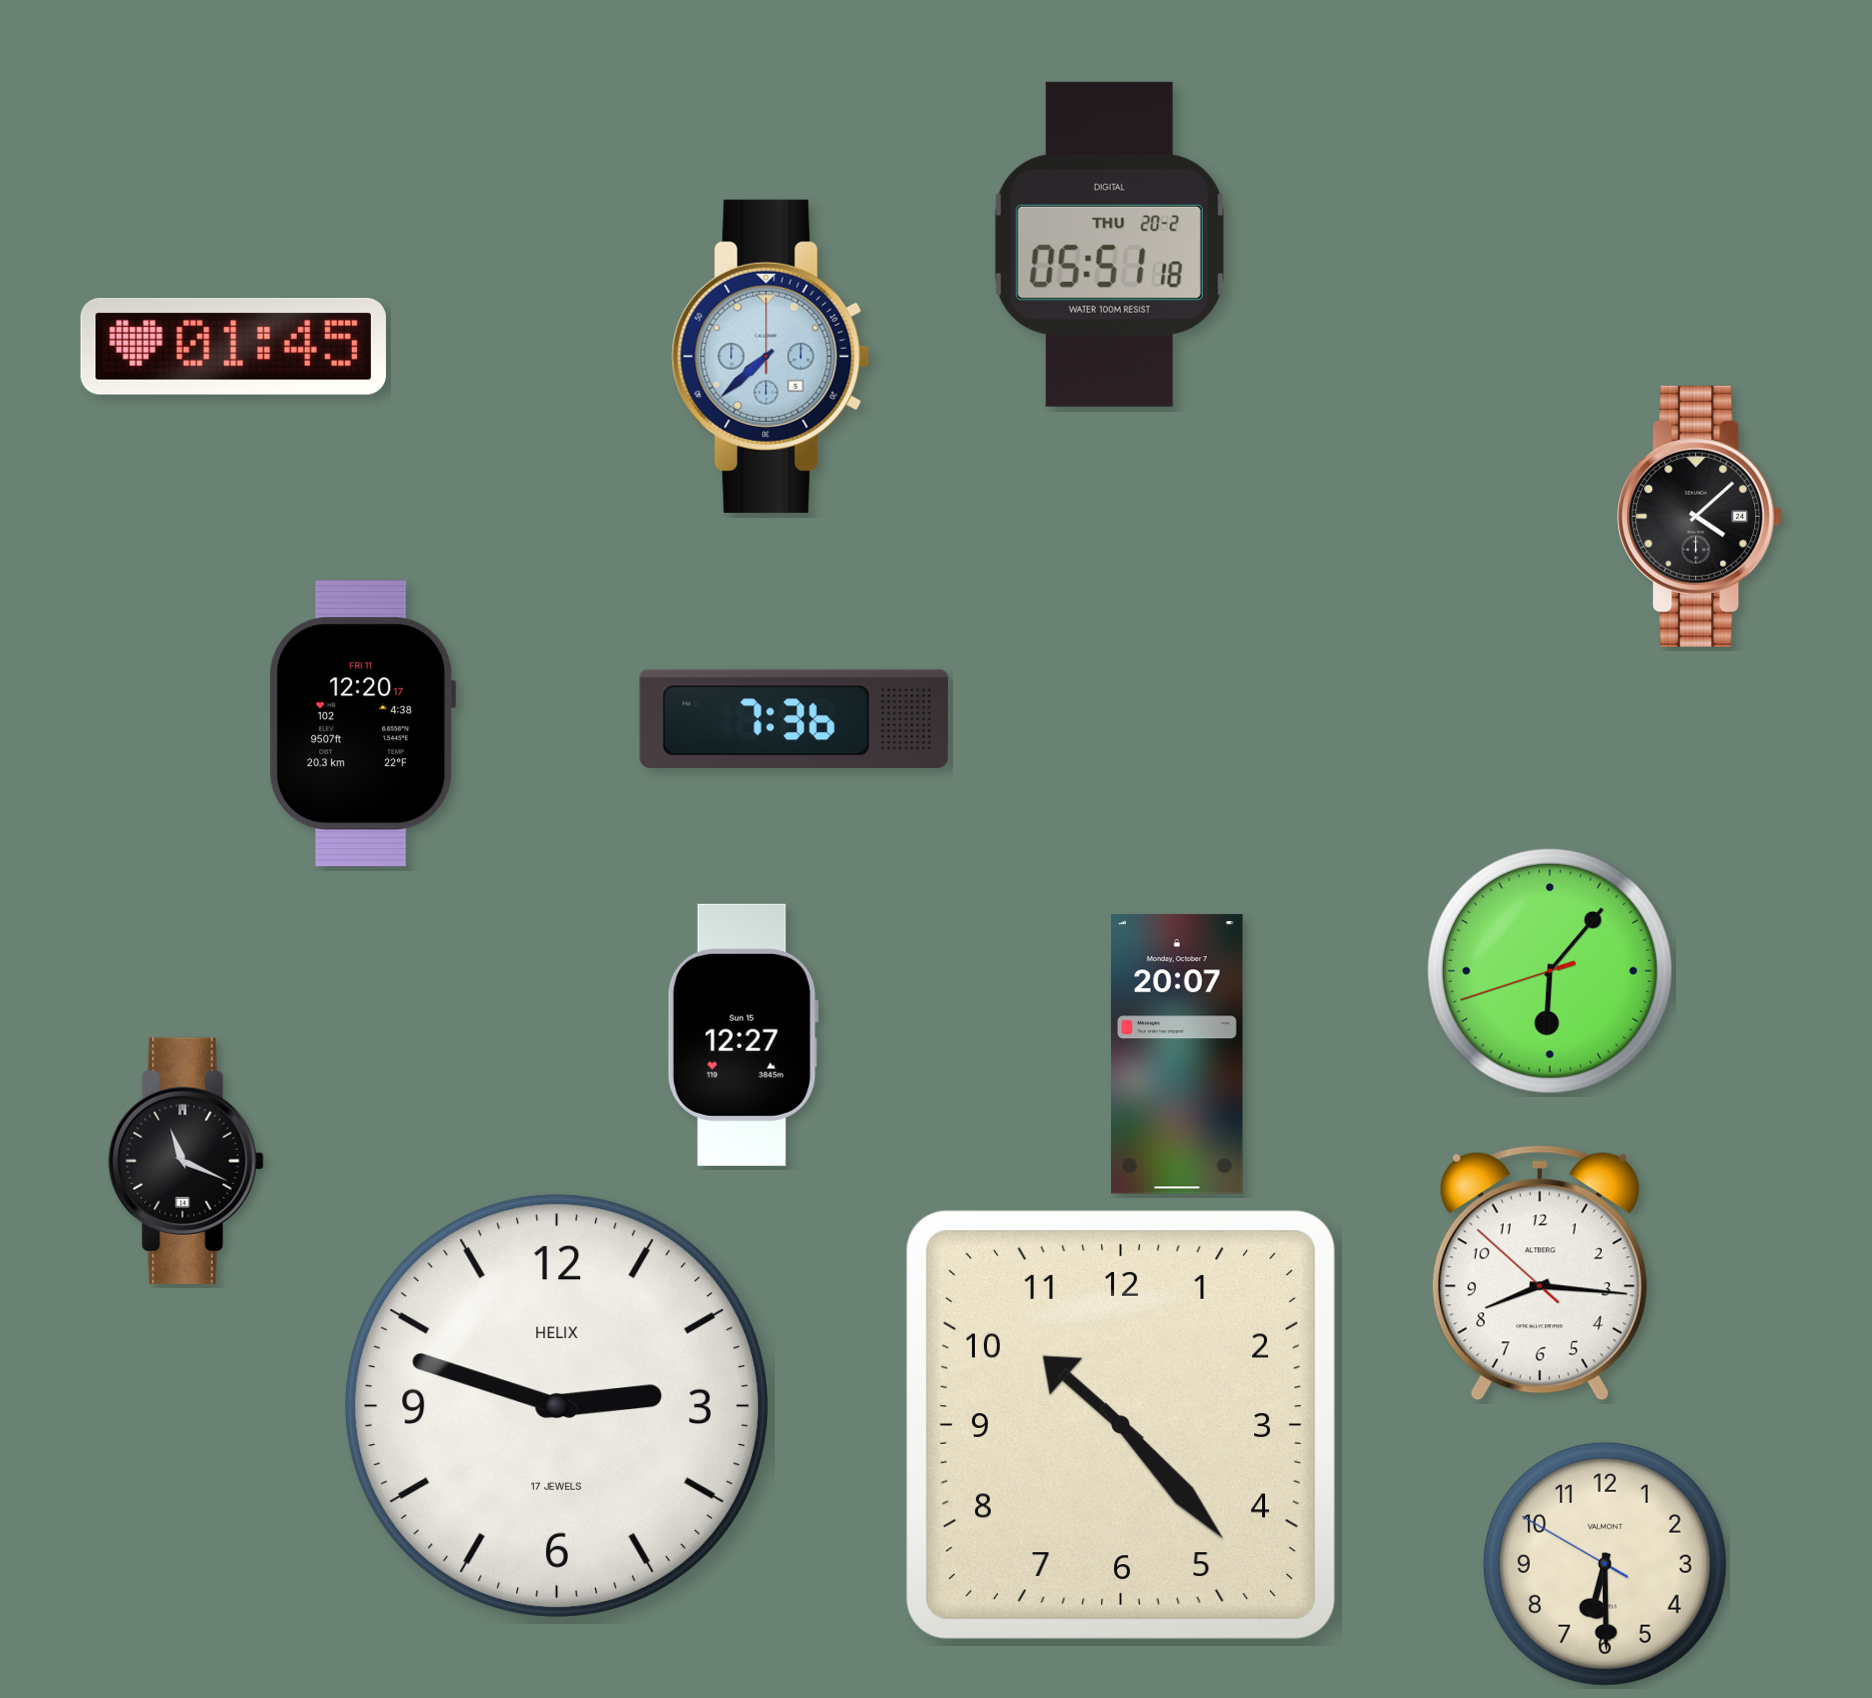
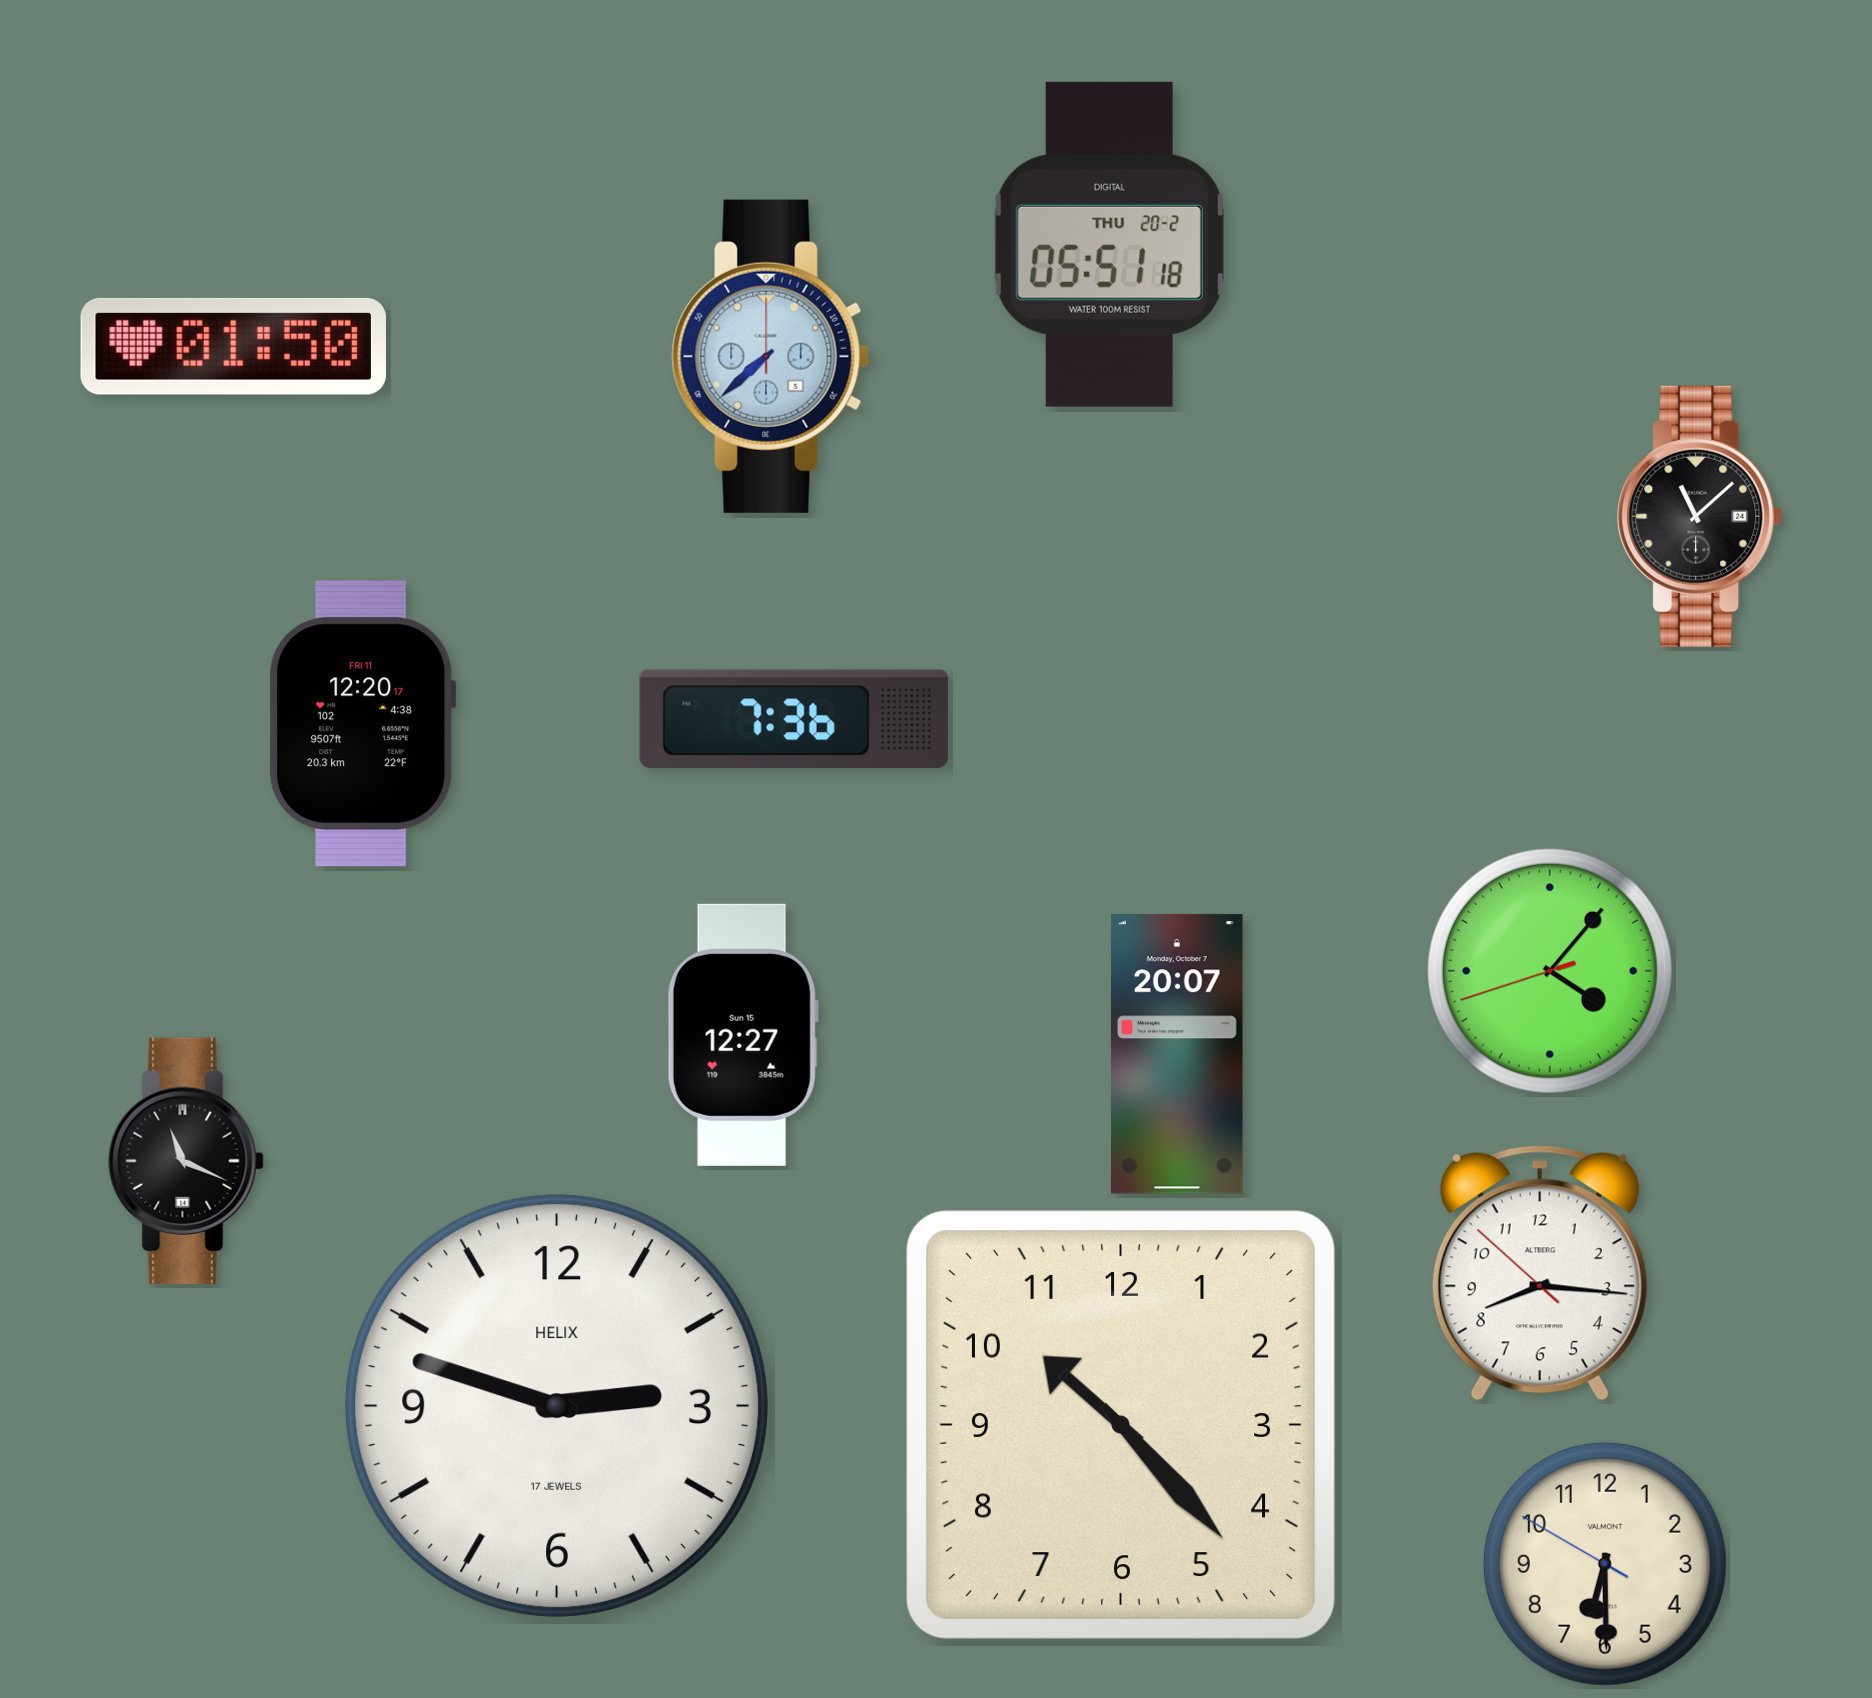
clock at (233, 346): 01:45 -> 01:50
clock at (1700, 516): 4:08 -> 11:08
clock at (1550, 971): 6:06 -> 4:06
